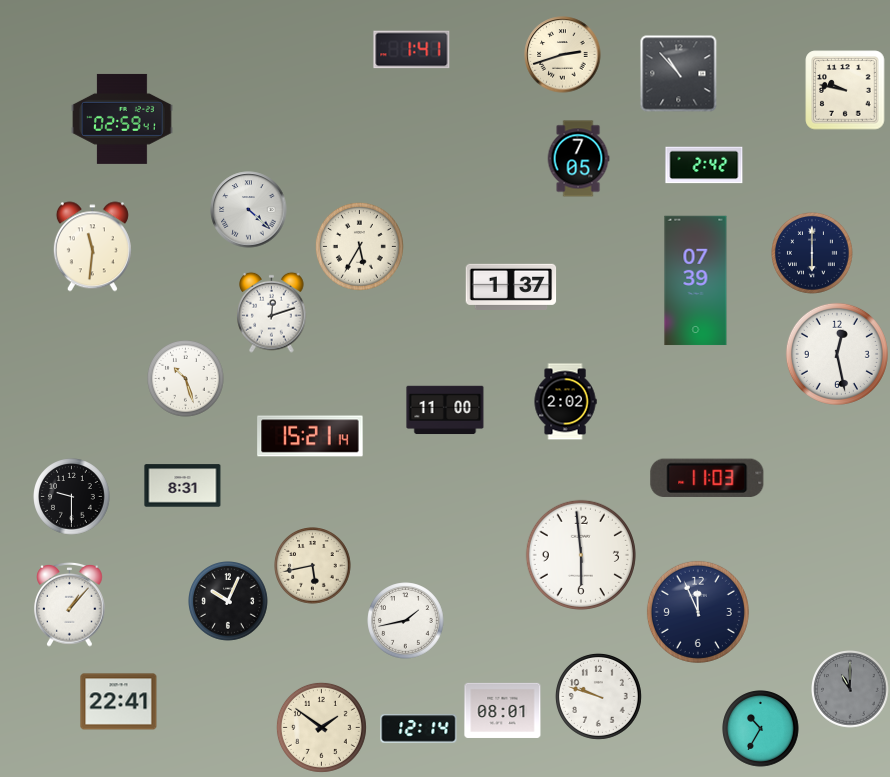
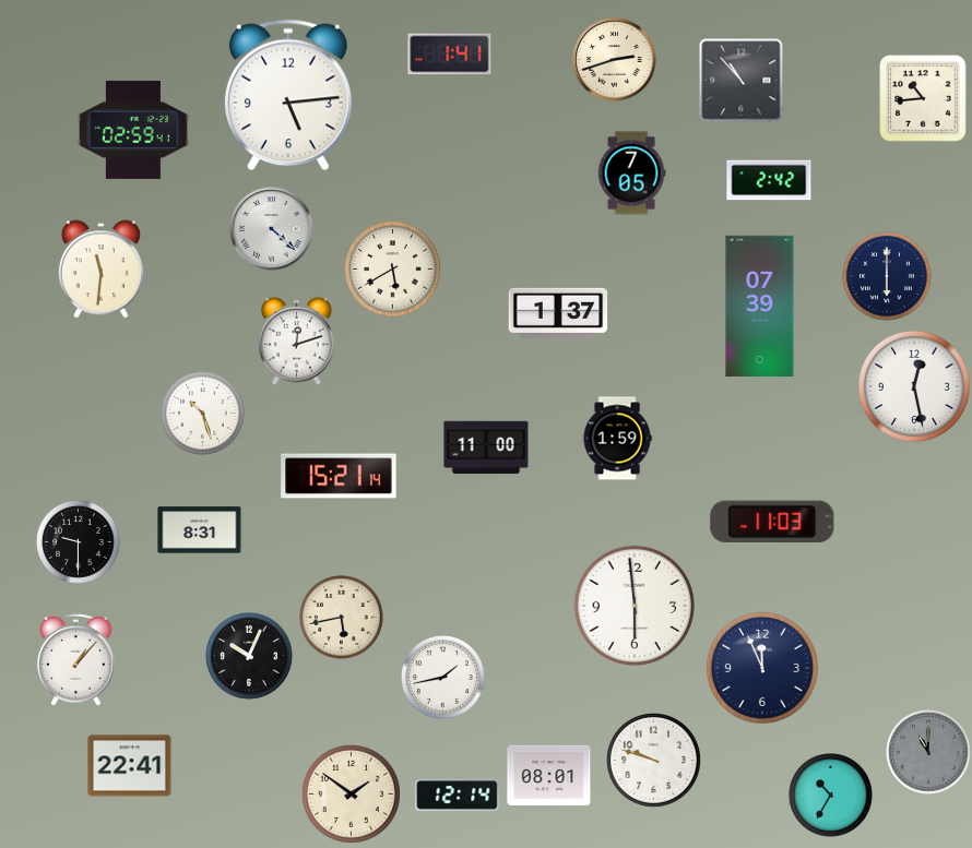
clock at (288, 95): none -> 5:14
clock at (845, 90): 9:47 -> 10:44
clock at (359, 246): 5:35 -> 5:40
clock at (565, 402): 2:02 -> 1:59
